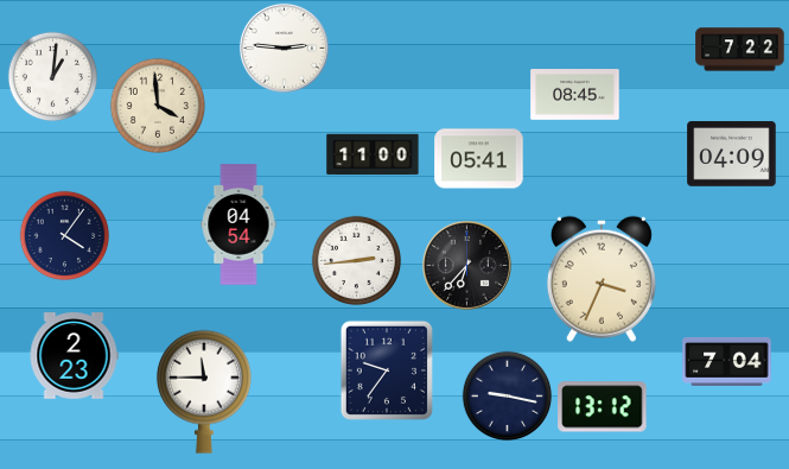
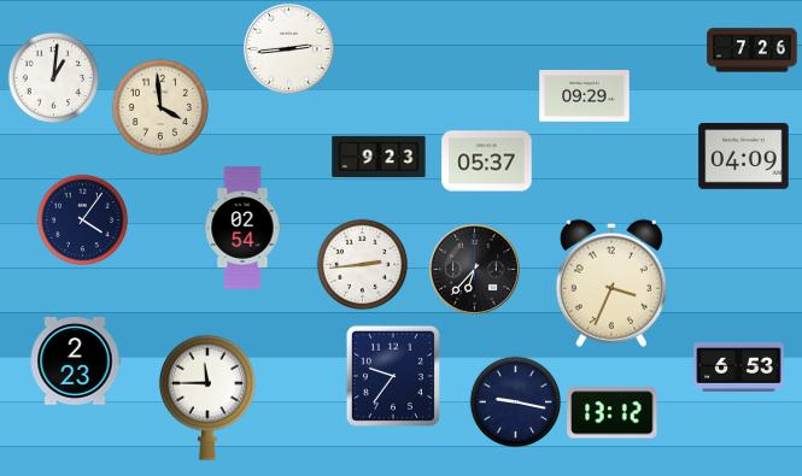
clock at (284, 47): 2:46 -> 2:44
clock at (740, 50): 7:22 -> 7:26
clock at (575, 95): 08:45 -> 09:29
clock at (373, 154): 11:00 -> 9:23
clock at (479, 159): 05:41 -> 05:37
clock at (238, 224): 04:54 -> 02:54
clock at (65, 236) position: (65, 236) -> (83, 221)
clock at (727, 361): 7:04 -> 6:53
